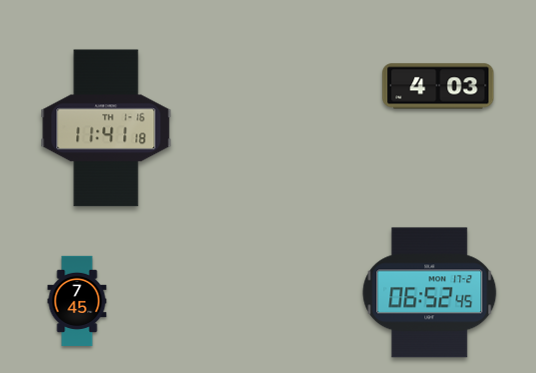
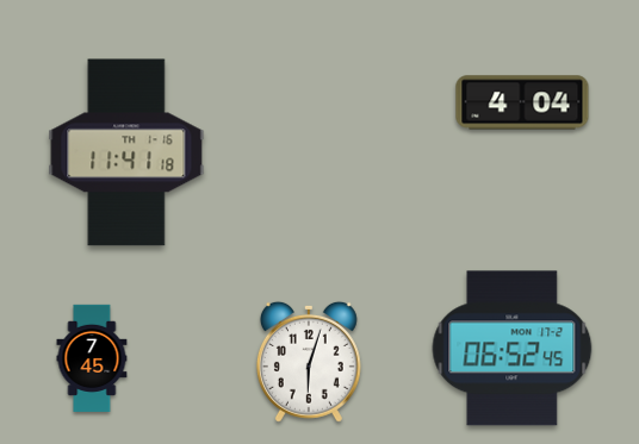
clock at (438, 86): 4:03 -> 4:04
clock at (309, 362): none -> 6:03
